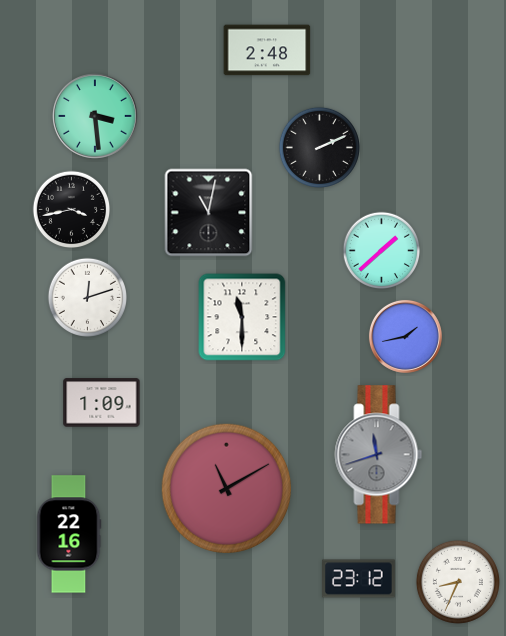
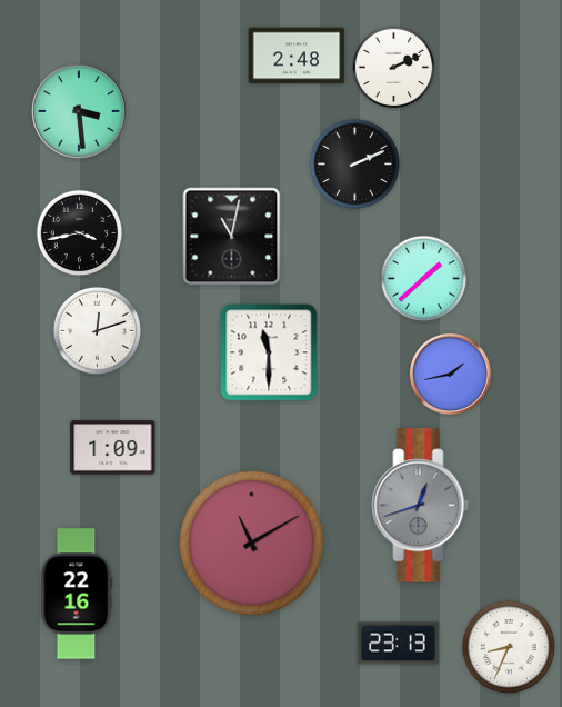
clock at (394, 68): none -> 2:11
clock at (96, 117) position: (96, 117) -> (80, 112)
clock at (379, 455): 11:42 -> 12:42
clock at (359, 579): 23:12 -> 23:13
